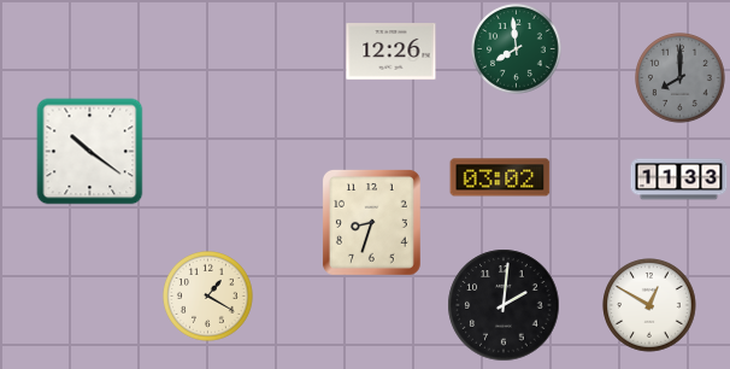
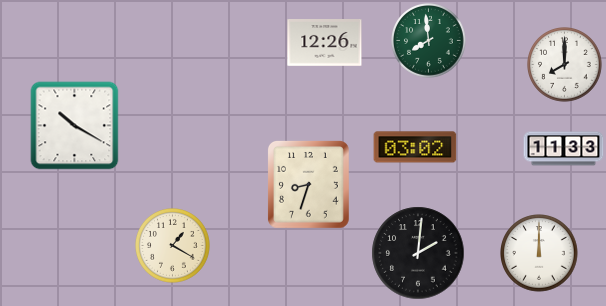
clock at (681, 78) dial: grey -> white
clock at (90, 152): 10:21 -> 10:20
clock at (649, 305): 12:50 -> 12:00
